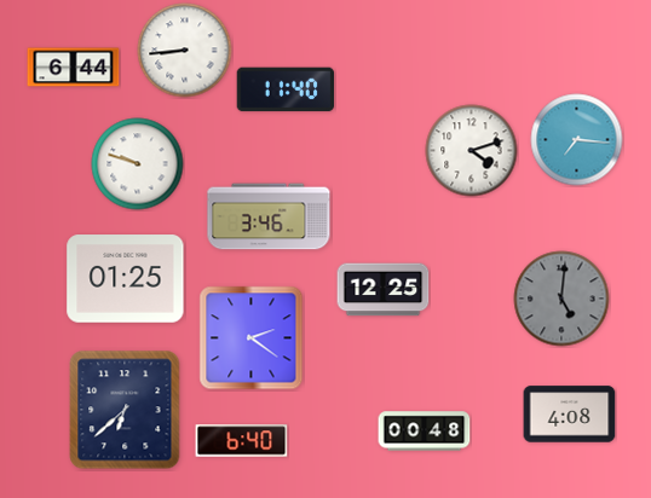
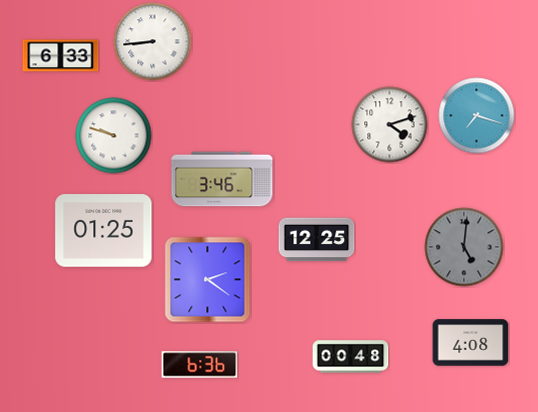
clock at (74, 68): 6:44 -> 6:33
clock at (286, 89): 11:40 -> none
clock at (577, 140): 7:16 -> 7:18
clock at (125, 410): 6:38 -> none
clock at (242, 441): 6:40 -> 6:36
